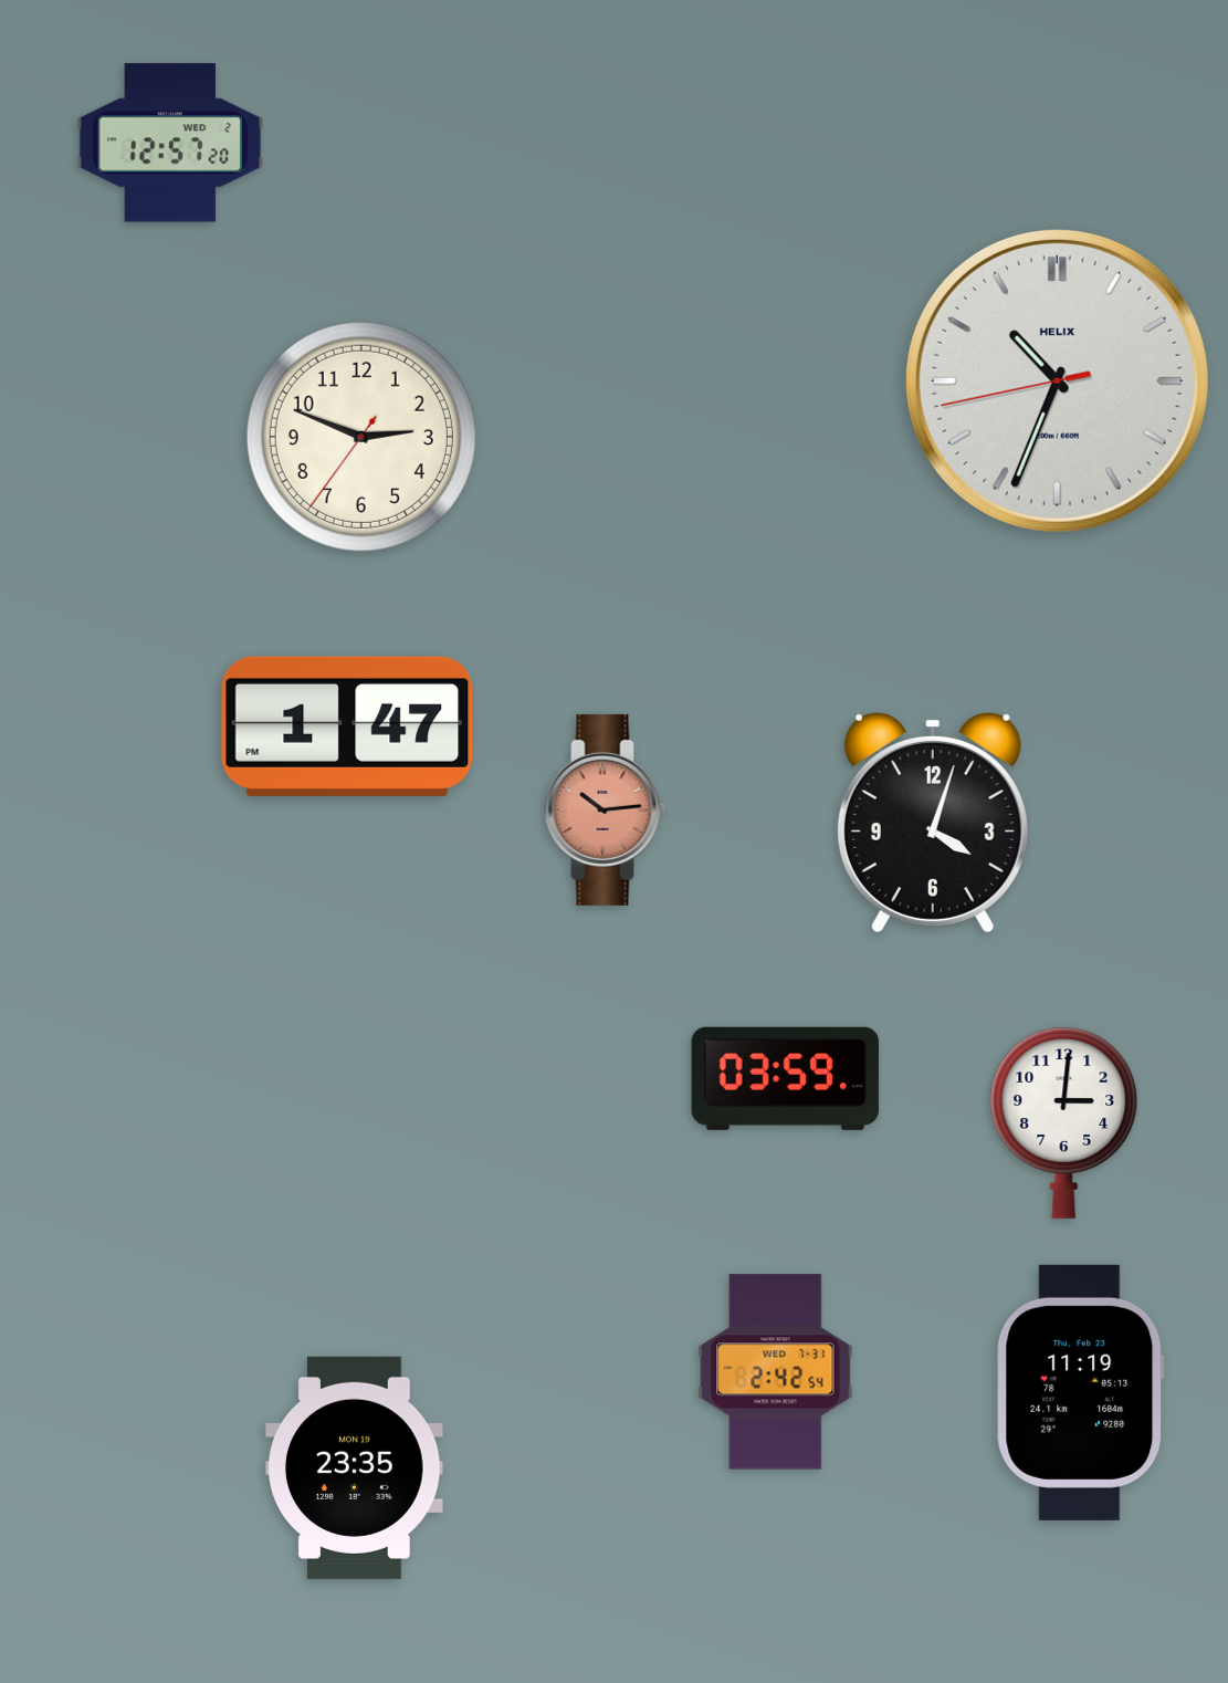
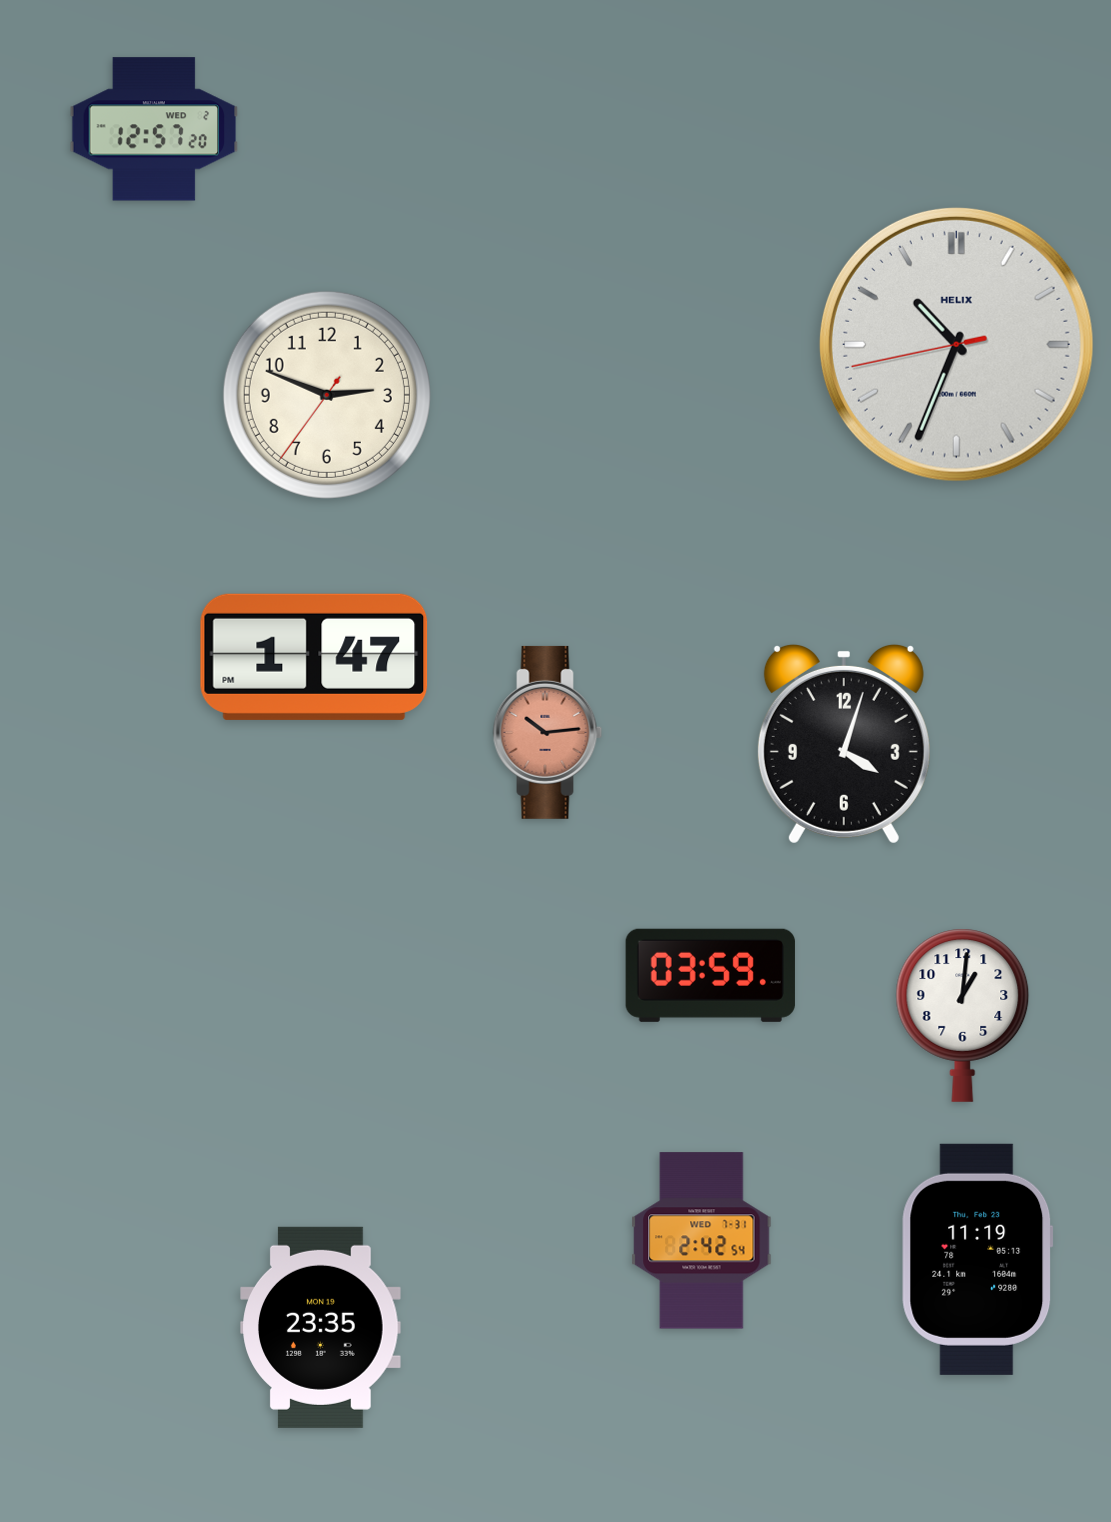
clock at (1064, 1122): 3:01 -> 1:01
